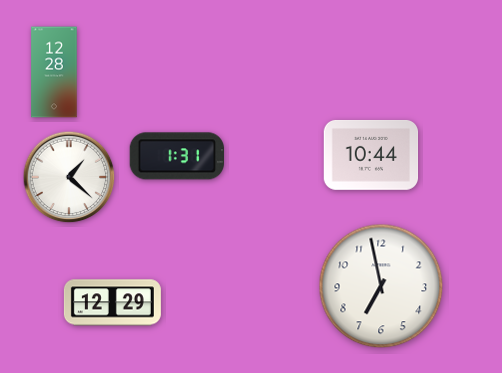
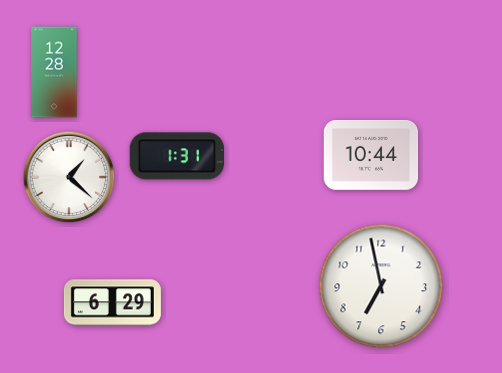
clock at (112, 303): 12:29 -> 6:29
